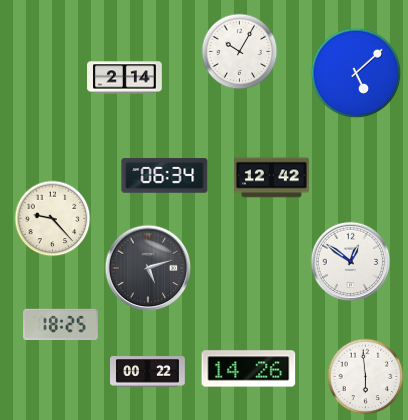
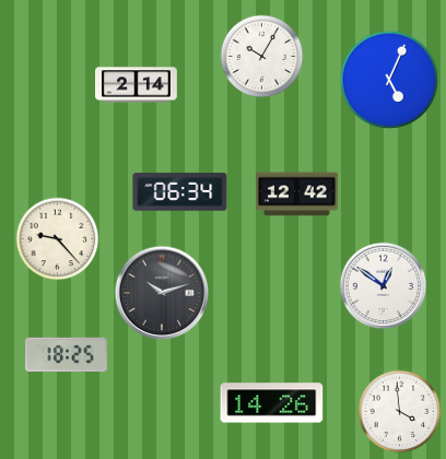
clock at (356, 73): 5:08 -> 5:04
clock at (148, 268): 5:12 -> 10:12
clock at (148, 372): 00:22 -> none
clock at (366, 377): 5:59 -> 3:59
